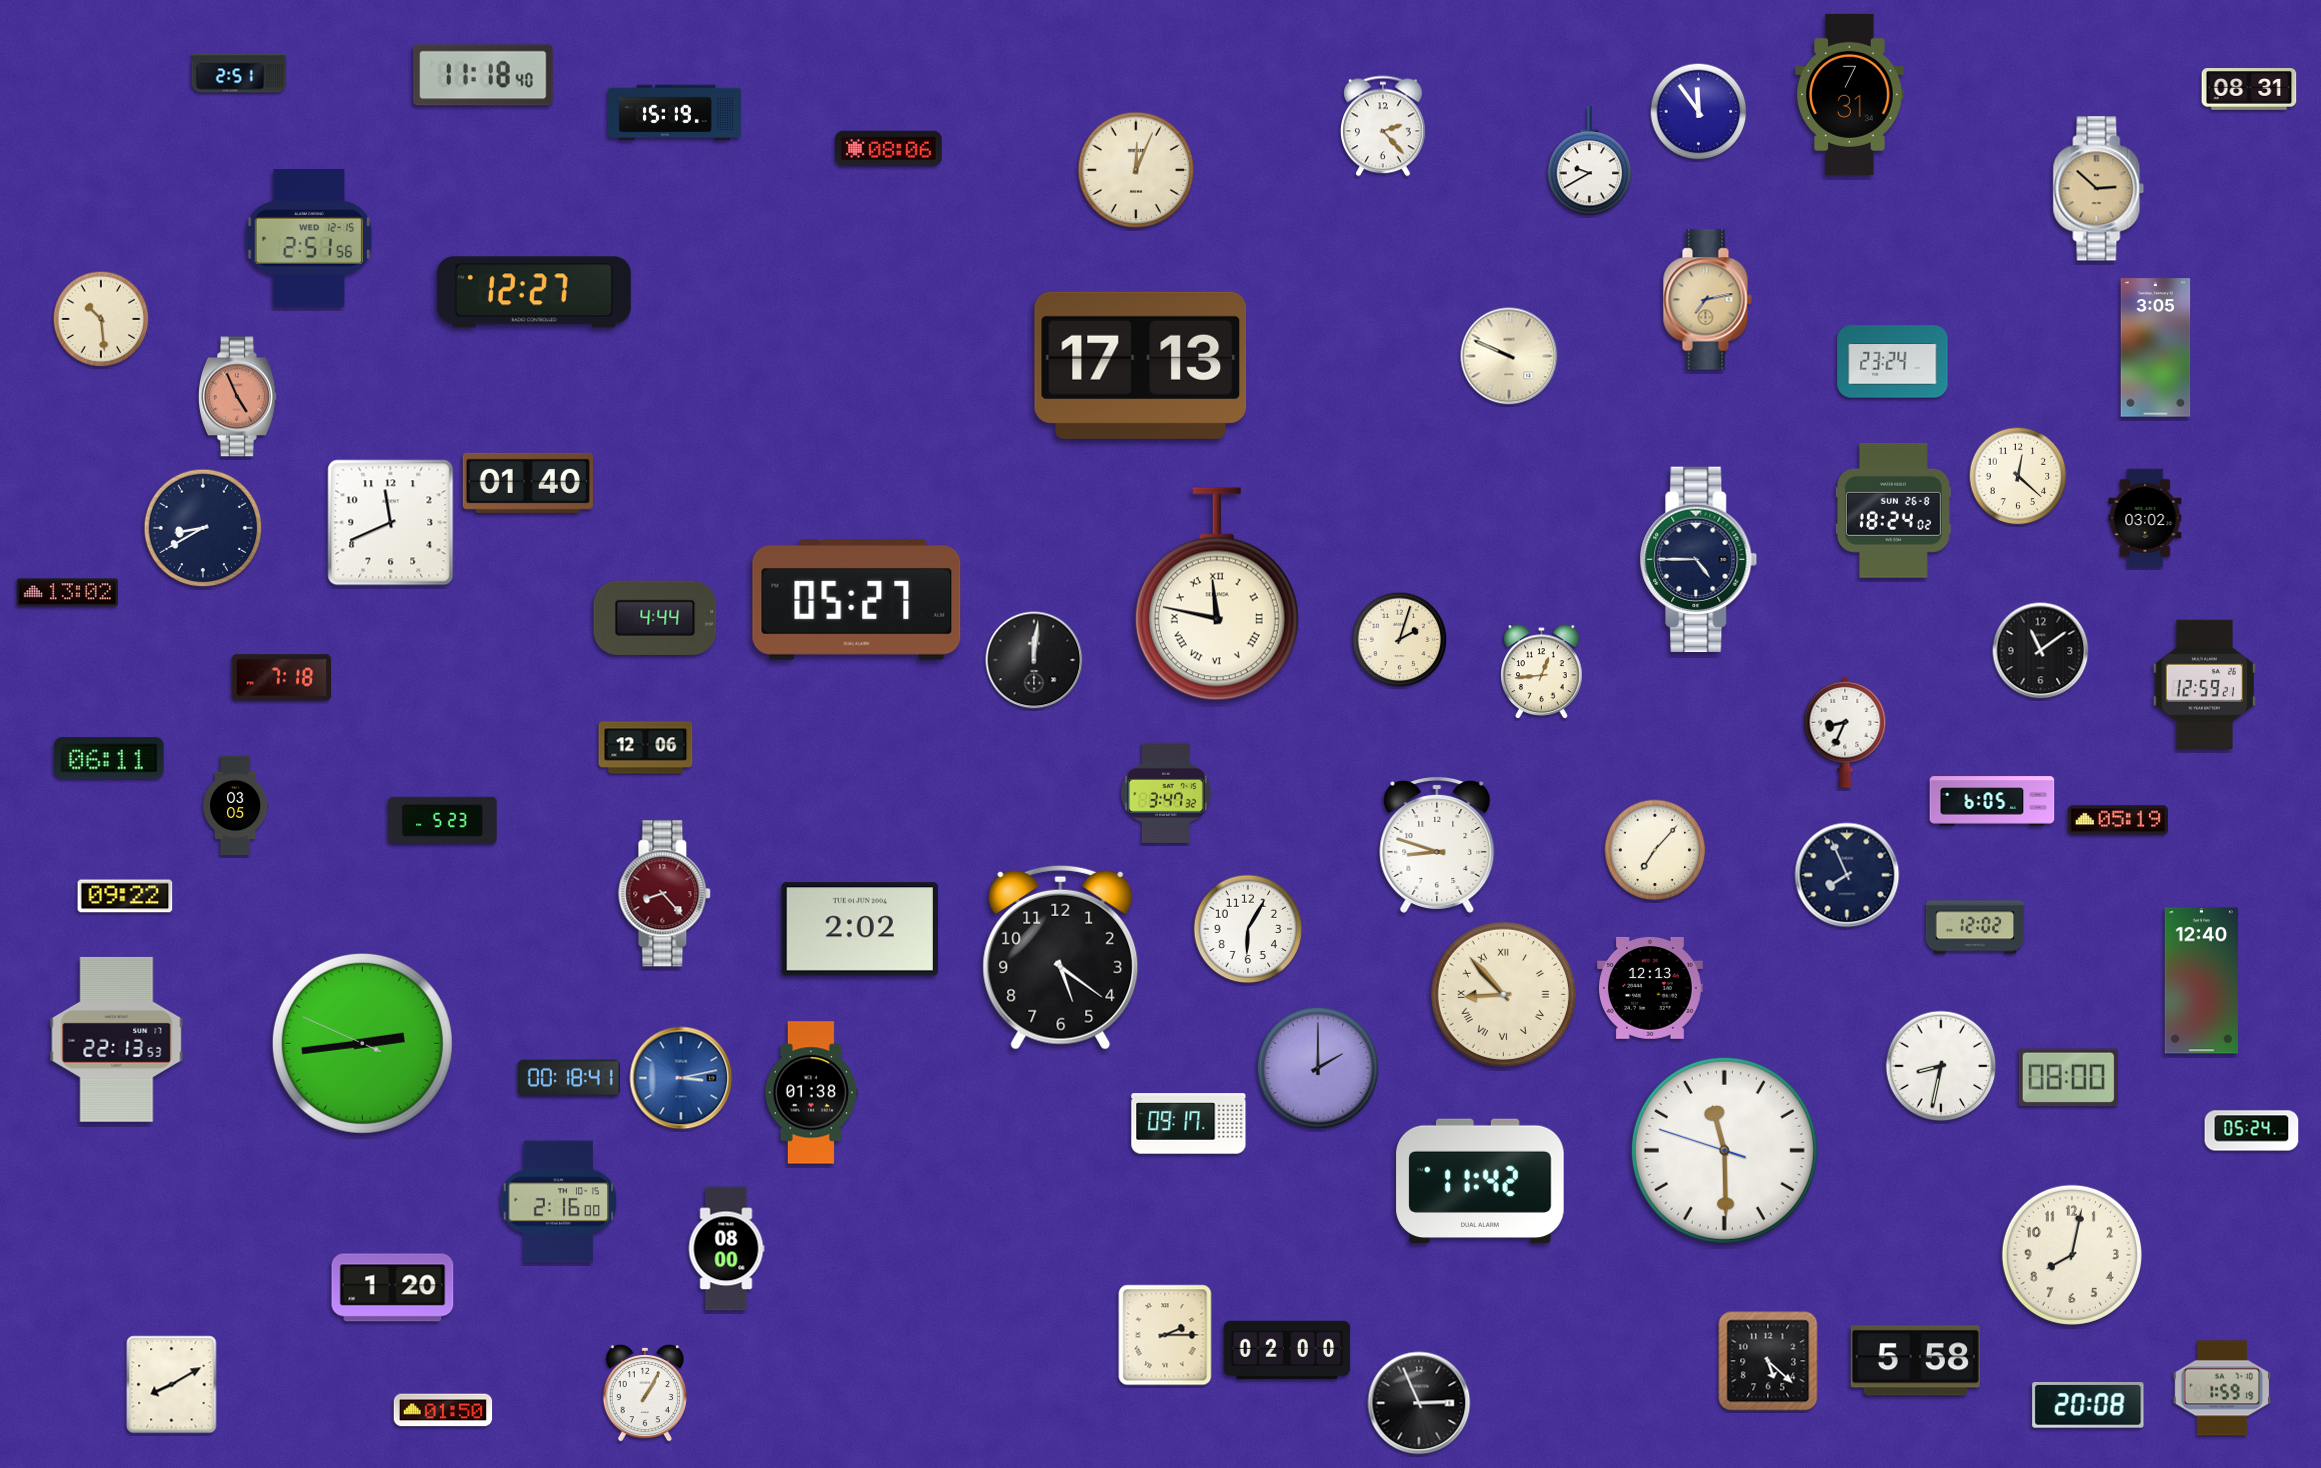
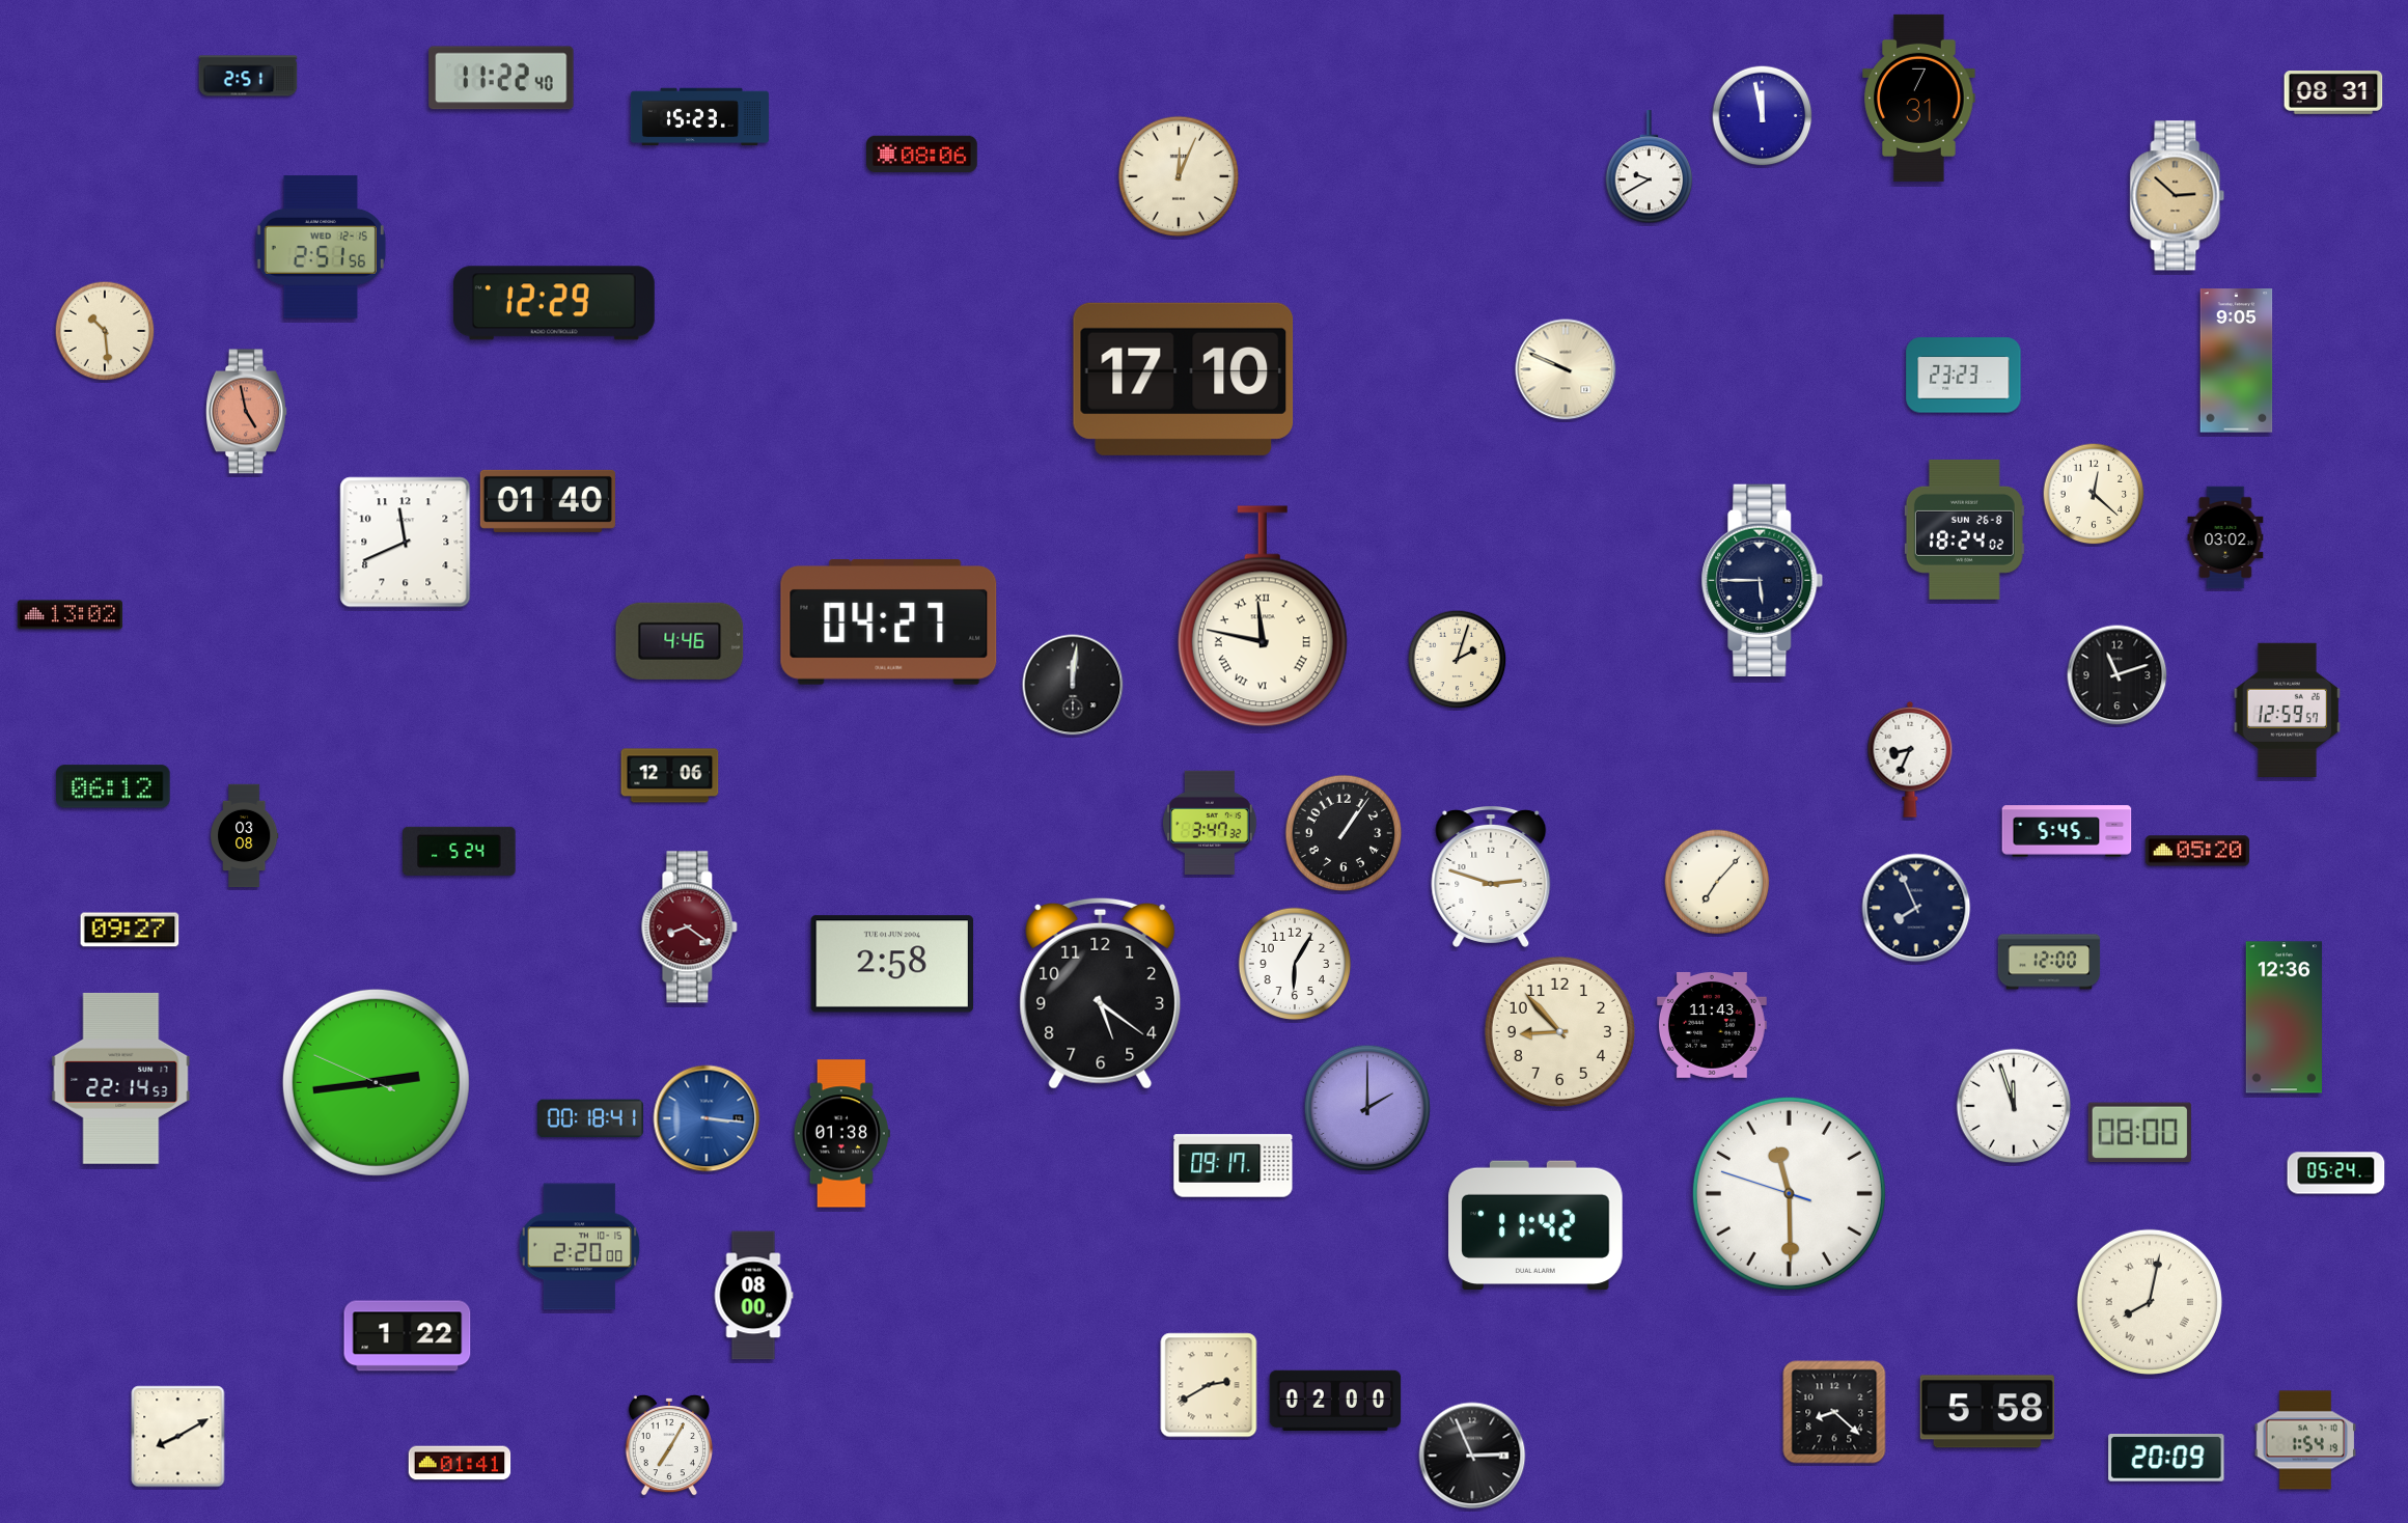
clock at (483, 75): 11:18 -> 11:22
clock at (1699, 112): 11:54 -> 11:58
clock at (674, 113): 15:19 -> 15:23
clock at (1384, 126): 2:23 -> none
clock at (534, 292): 12:27 -> 12:29
clock at (1707, 300): 7:13 -> none
clock at (2156, 348): 3:05 -> 9:05
clock at (1893, 362): 23:24 -> 23:23
clock at (1141, 365): 17:13 -> 17:10
clock at (237, 397): 4:56 -> 4:58
clock at (203, 528): 8:40 -> none
clock at (1699, 560): 4:45 -> 5:45
clock at (857, 600): 05:27 -> 04:27
clock at (655, 618): 4:44 -> 4:46
clock at (1400, 640) position: (1400, 640) -> (1458, 660)
clock at (2041, 651): 11:09 -> 11:12
clock at (1542, 671): 12:44 -> none
clock at (282, 678): 7:18 -> none
clock at (2204, 684): 12:59:21 -> 12:59:57
clock at (1845, 732) position: (1845, 732) -> (1910, 759)
clock at (109, 758): 06:11 -> 06:12
clock at (1992, 801): 6:05 -> 5:45
clock at (1344, 833): none -> 1:06
clock at (236, 806): 03:05 -> 03:08
clock at (443, 820): 5:23 -> 5:24
clock at (2118, 820): 05:19 -> 05:20
clock at (1437, 845): 8:48 -> 2:48
clock at (665, 894): 8:23 -> 8:21
clock at (125, 896): 09:22 -> 09:27
clock at (1975, 927): 12:02 -> 12:00
clock at (859, 929): 2:02 -> 2:58
clock at (2202, 981): 12:40 -> 12:36
clock at (1650, 988): 12:13 -> 11:43
clock at (1503, 994) numerals: Roman -> Arabic
clock at (117, 1039): 22:13 -> 22:14
clock at (1941, 1066): 8:32 -> 11:57
clock at (681, 1078): 3:13 -> 3:16
clock at (2068, 1078) position: (2068, 1078) -> (2139, 1133)
clock at (559, 1202): 2:16 -> 2:20
clock at (2072, 1255) numerals: Arabic -> Roman
clock at (393, 1288): 1:20 -> 1:22
clock at (1165, 1335): 2:15 -> 2:40
clock at (1768, 1361): 5:22 -> 8:22
clock at (2222, 1388): 1:59 -> 1:54
clock at (645, 1393): 1:05 -> 7:05
clock at (2088, 1406): 20:08 -> 20:09
clock at (443, 1410): 01:50 -> 01:41
